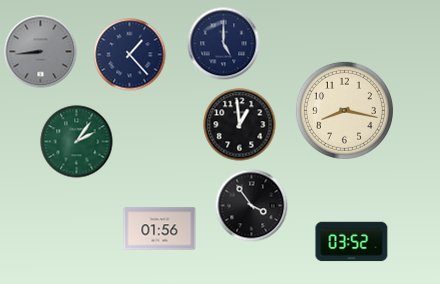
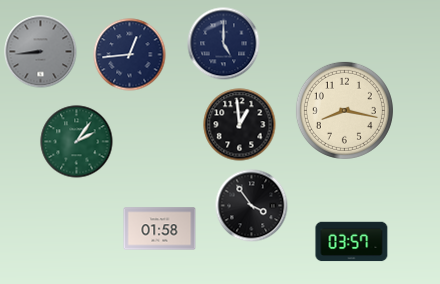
clock at (130, 55): 1:23 -> 12:44
clock at (160, 229): 01:56 -> 01:58
clock at (352, 242): 03:52 -> 03:57
